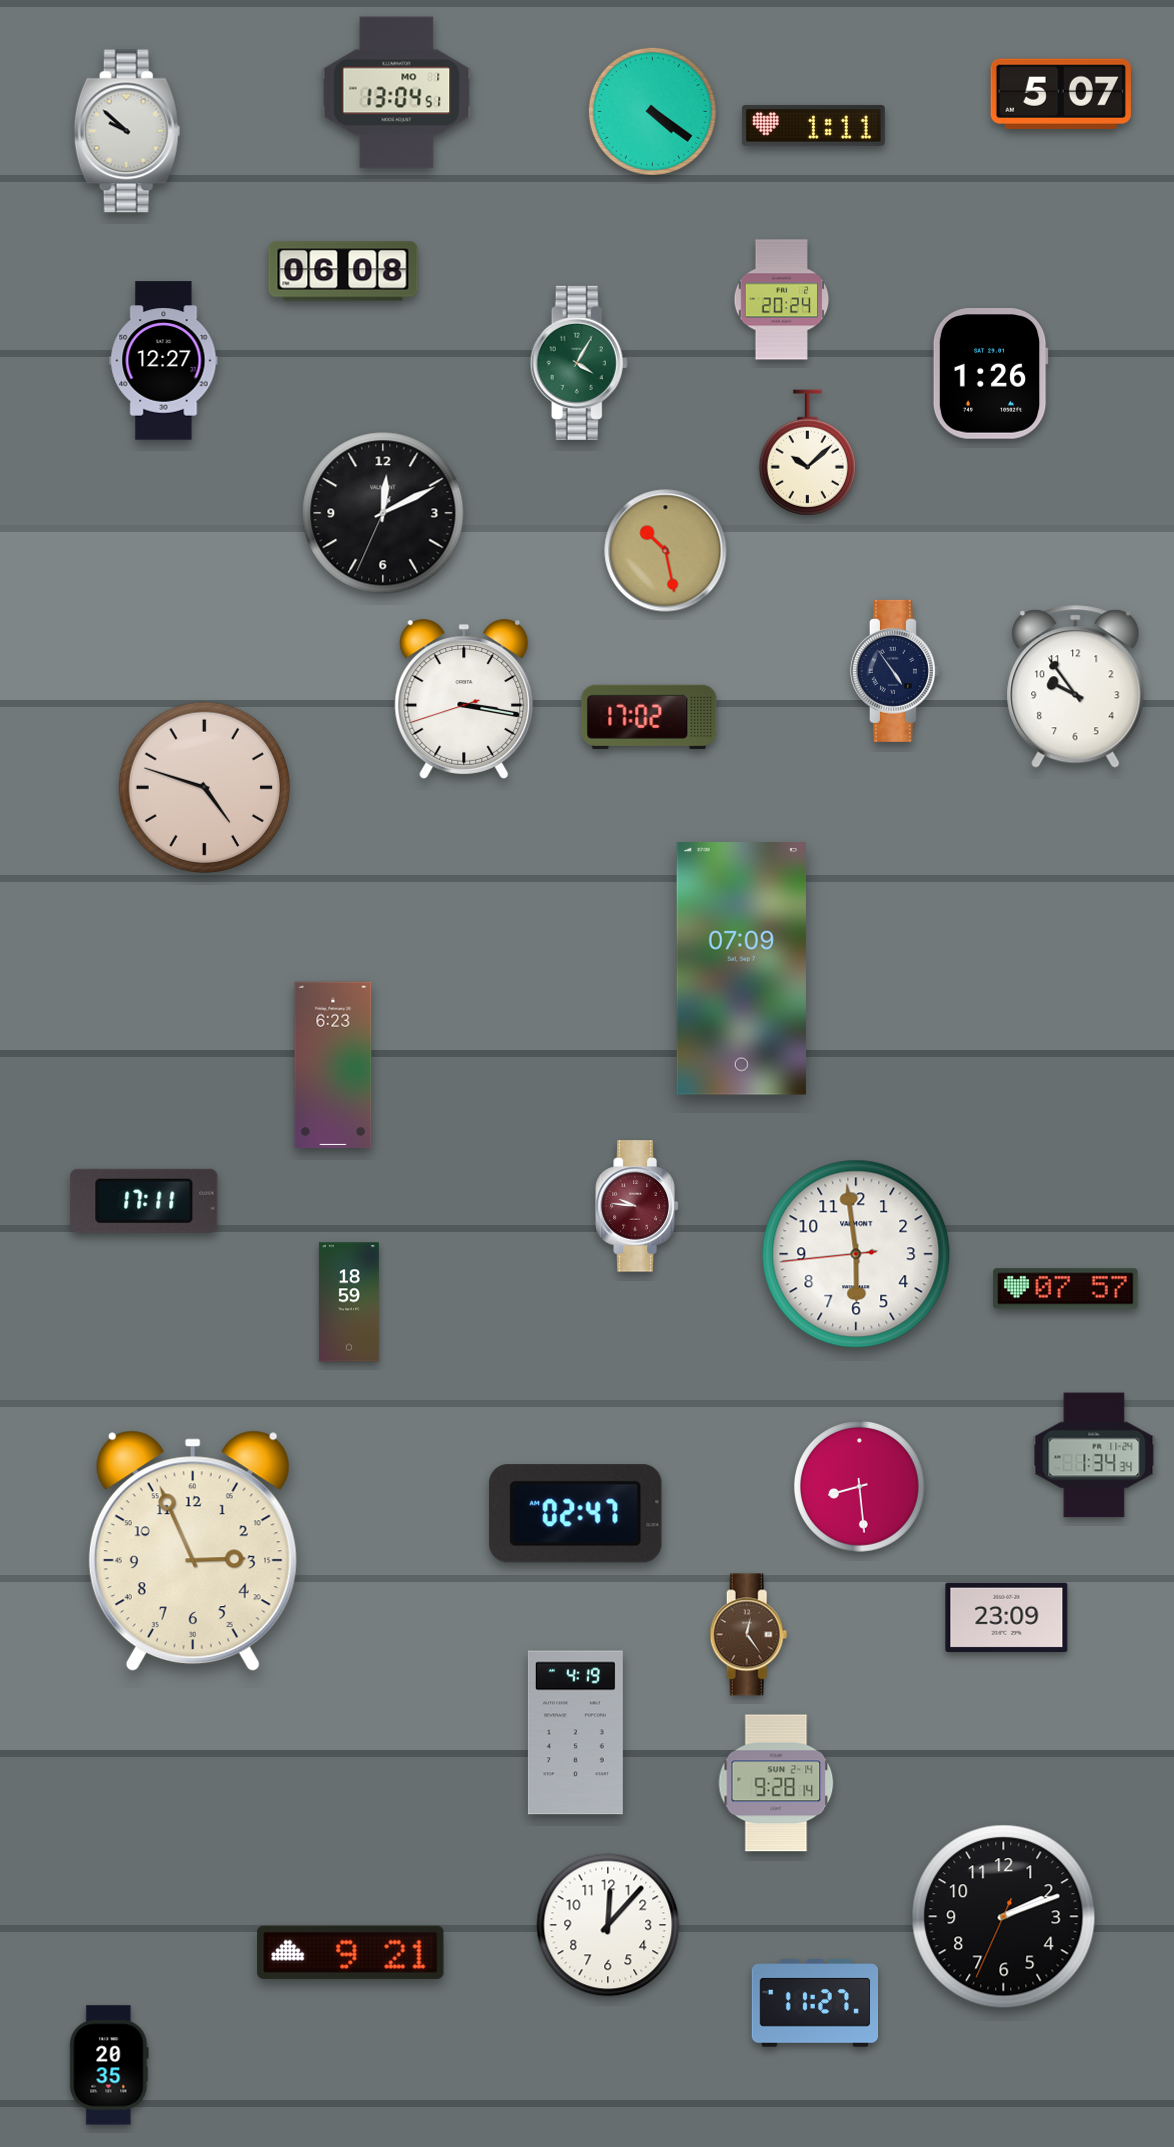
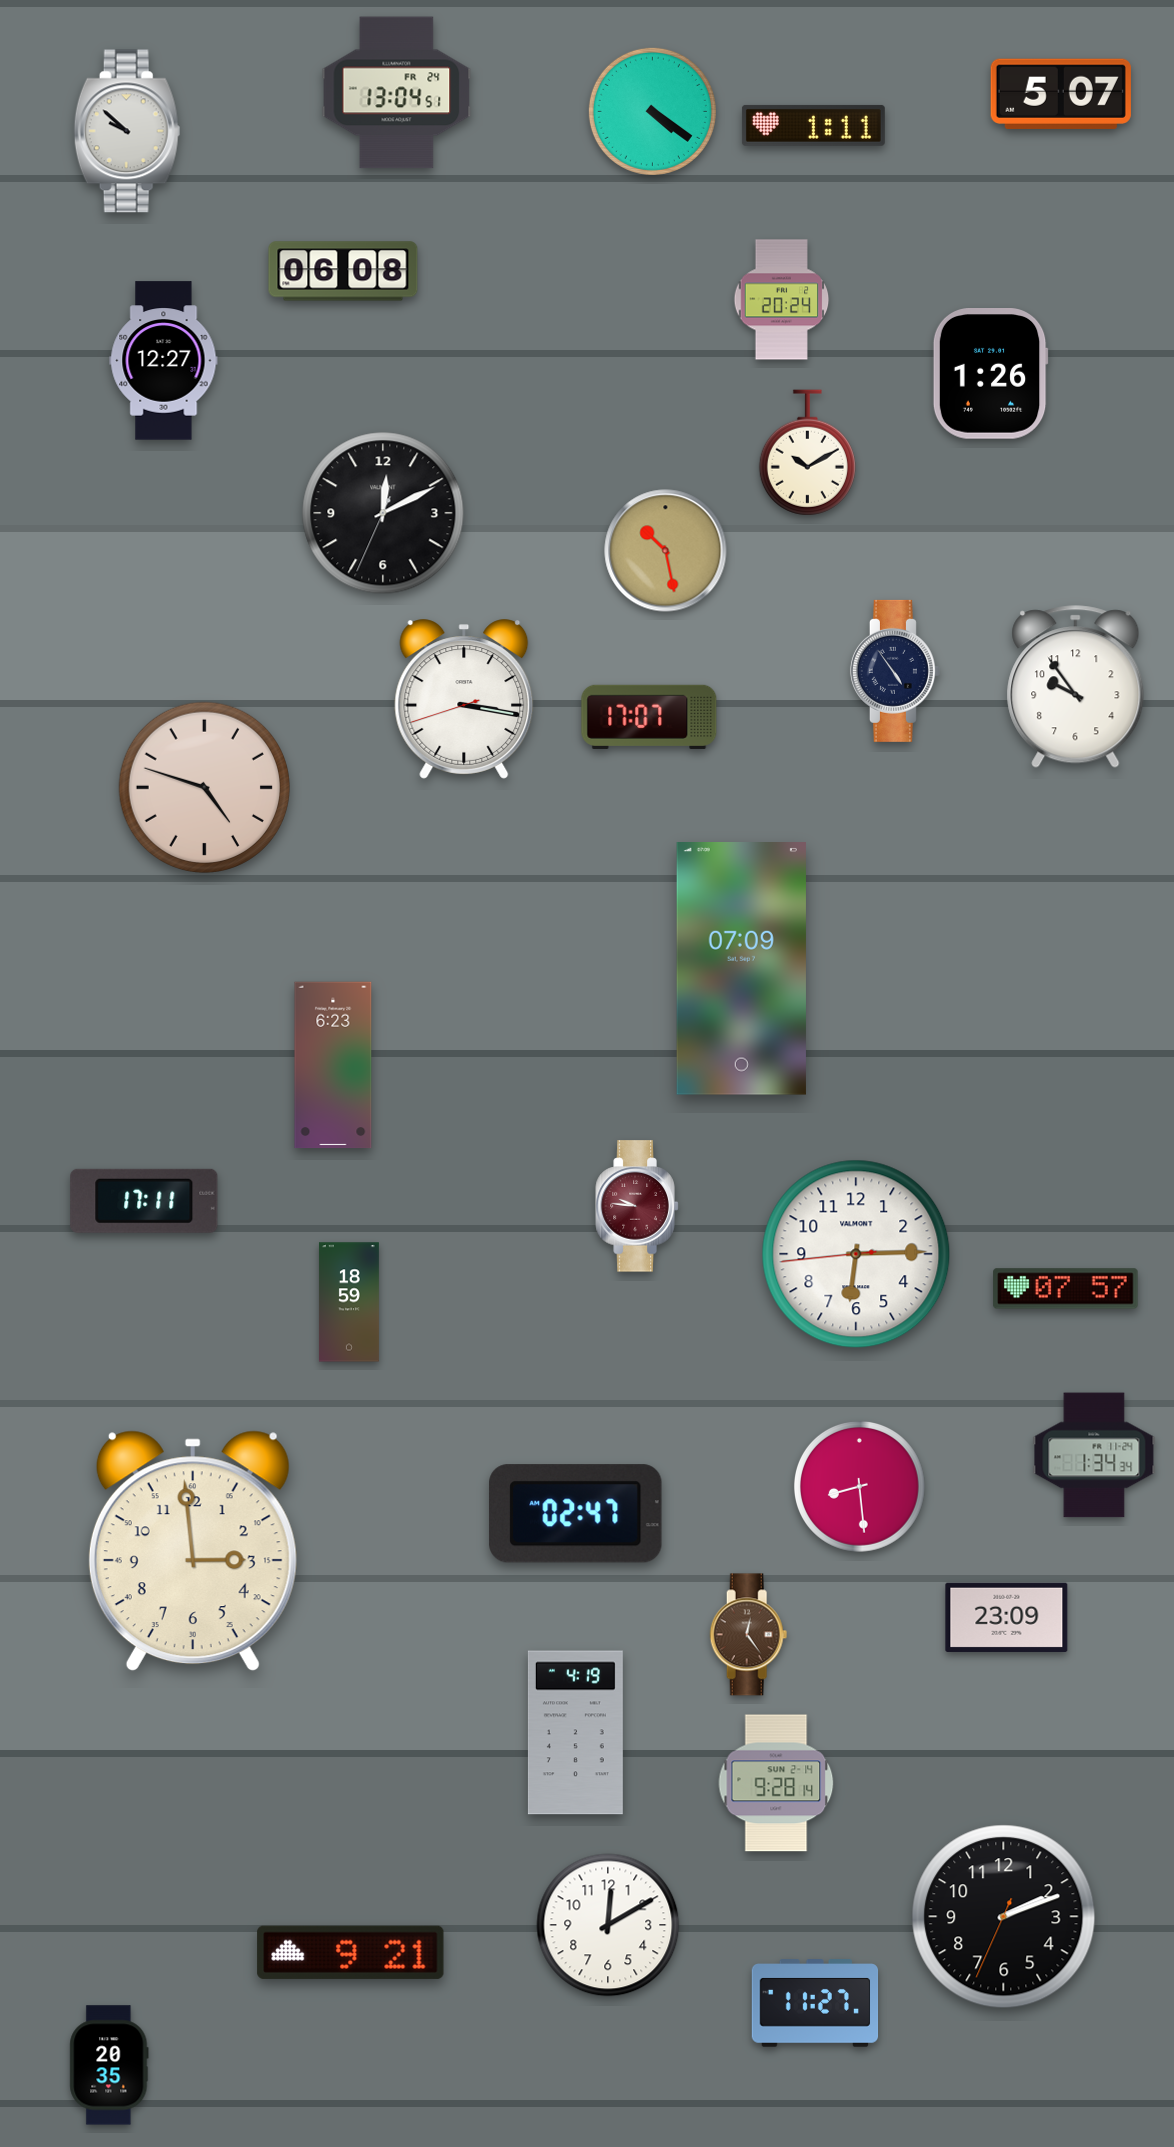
clock at (397, 93) date: MO 1 -> FR 24
clock at (579, 363): 4:05 -> none
clock at (807, 453): 10:08 -> 10:10
clock at (649, 717): 17:02 -> 17:07
clock at (856, 1254): 5:58 -> 6:14
clock at (193, 1551): 2:56 -> 2:59
clock at (608, 1925): 12:07 -> 12:10
